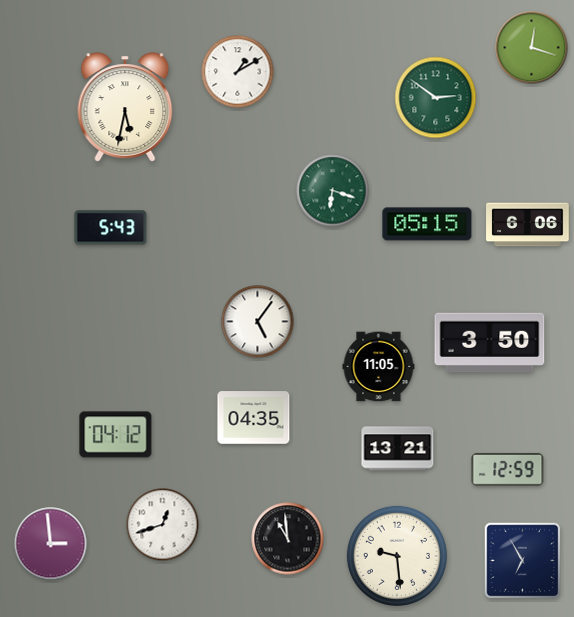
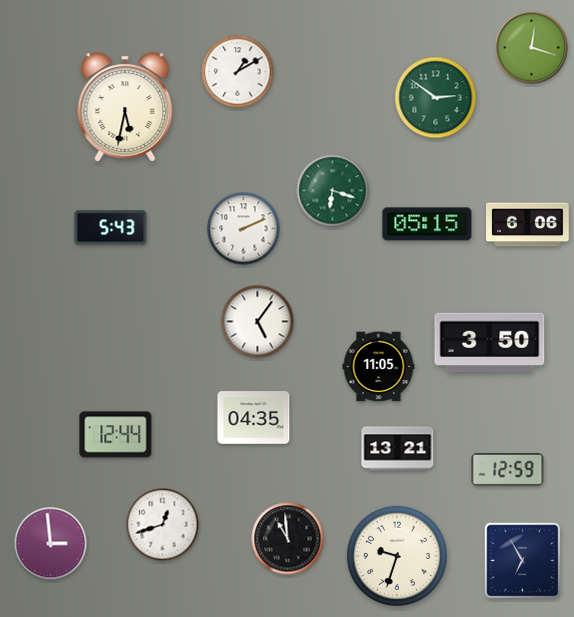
clock at (244, 229): none -> 2:11
clock at (116, 435): 04:12 -> 12:44
clock at (397, 556): 9:29 -> 9:33
